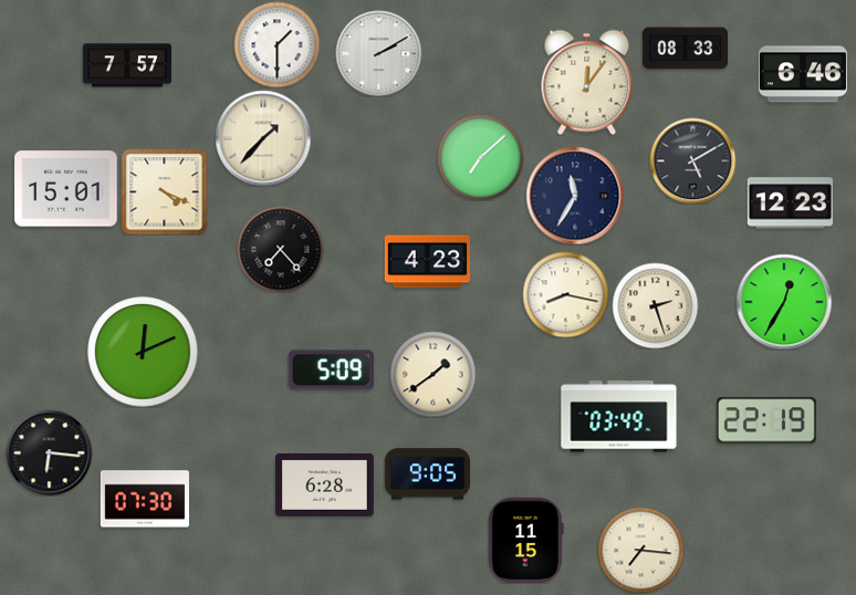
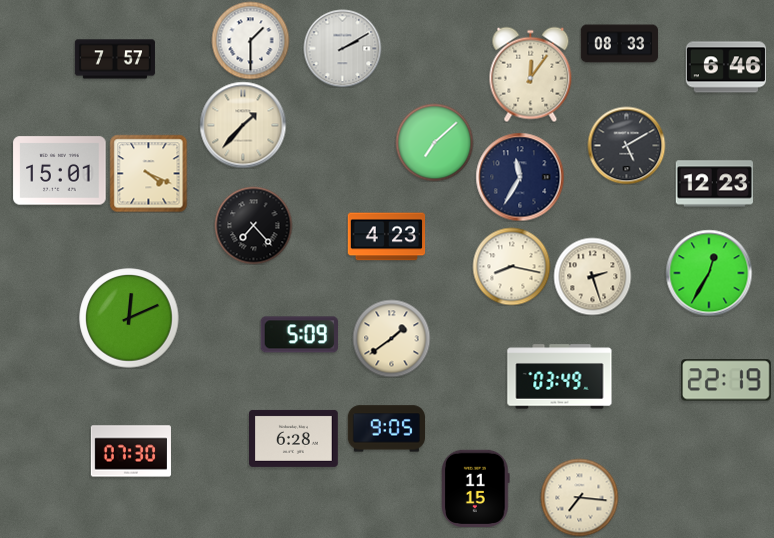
clock at (263, 138) position: (263, 138) -> (243, 125)
clock at (768, 420) position: (768, 420) -> (727, 380)
clock at (49, 452): 6:16 -> none
